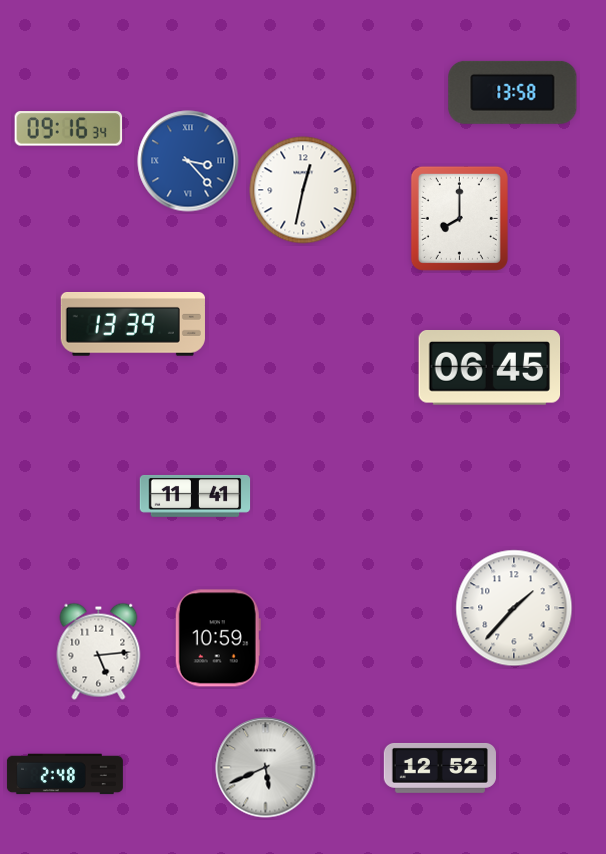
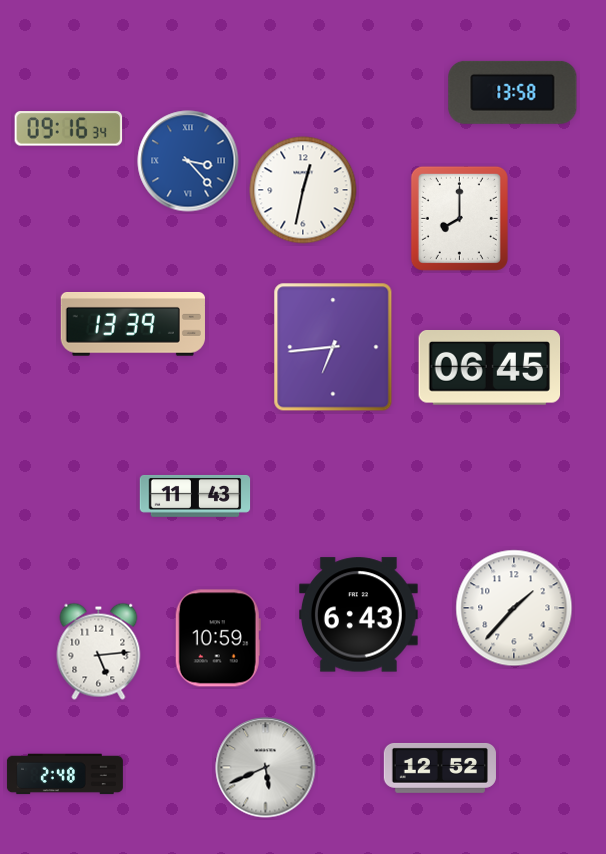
clock at (333, 347): none -> 6:44
clock at (195, 496): 11:41 -> 11:43
clock at (359, 615): none -> 6:43
